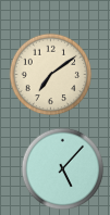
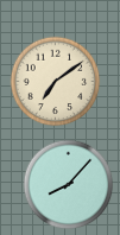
clock at (63, 169): 5:07 -> 8:07
